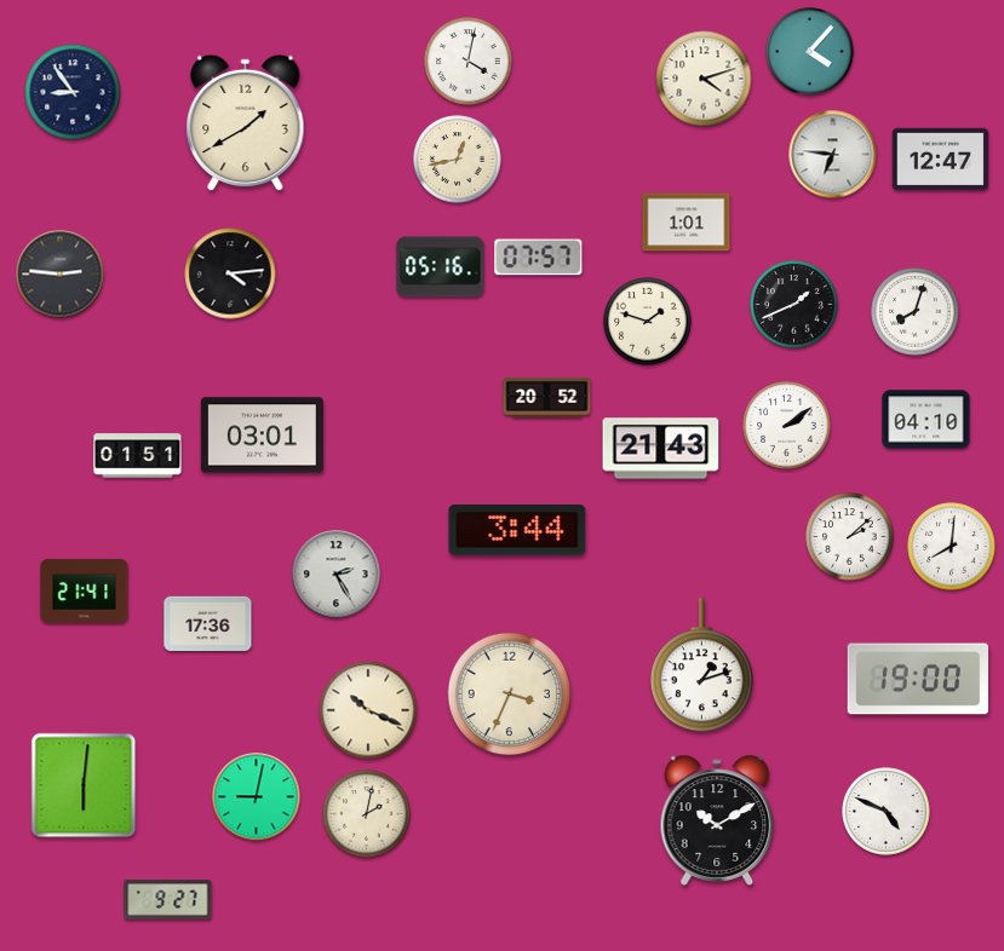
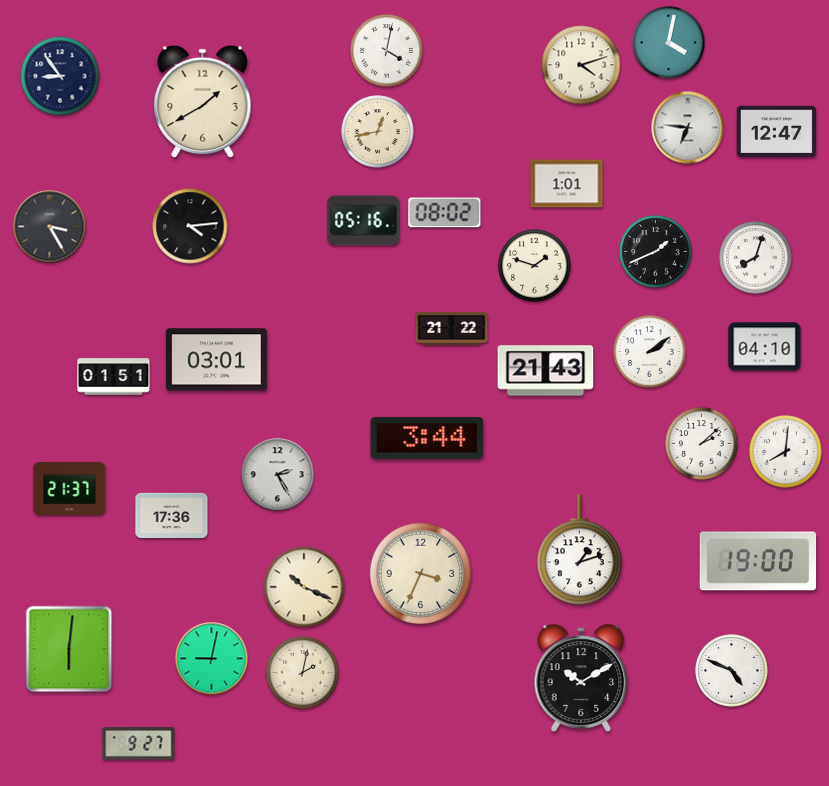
clock at (810, 52): 4:07 -> 4:02
clock at (539, 258): 07:57 -> 08:02
clock at (61, 275): 2:46 -> 3:25
clock at (547, 397): 20:52 -> 21:22
clock at (85, 590): 21:41 -> 21:37
clock at (717, 820) position: (717, 820) -> (581, 678)
